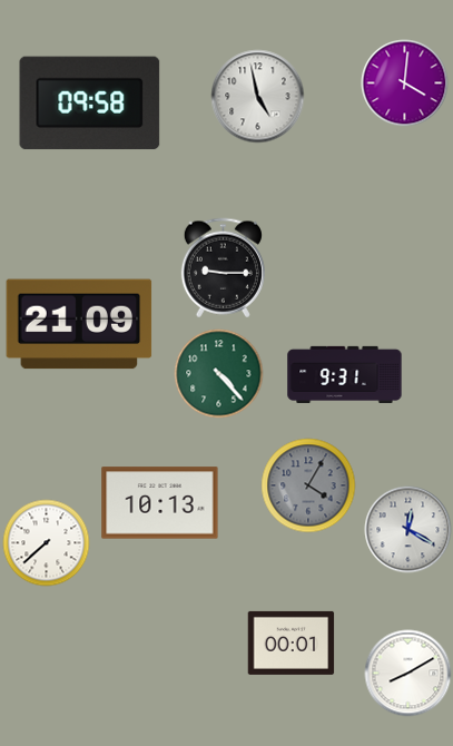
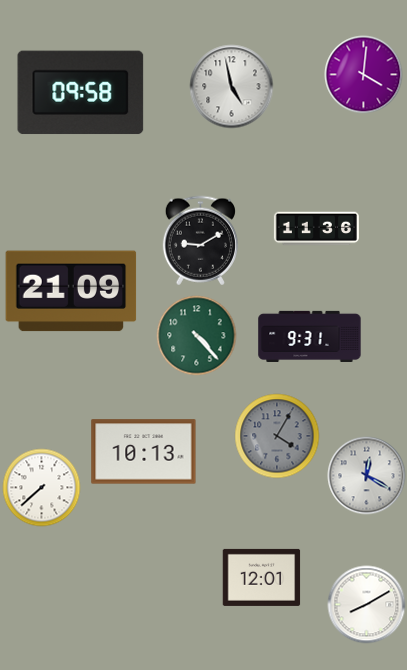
clock at (316, 229): none -> 11:36
clock at (223, 267): 9:15 -> 9:10
clock at (290, 642): 00:01 -> 12:01
